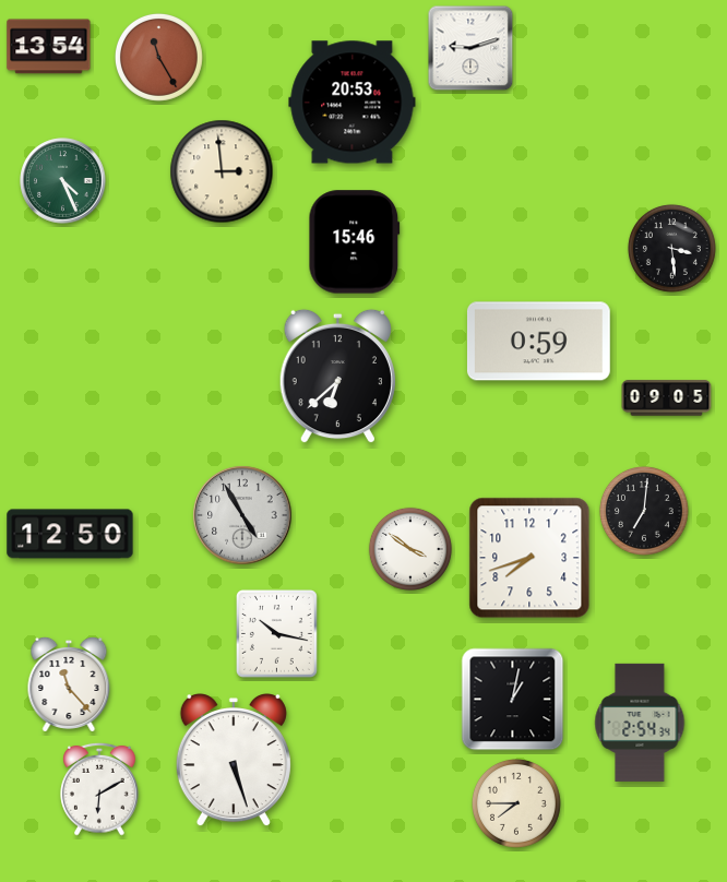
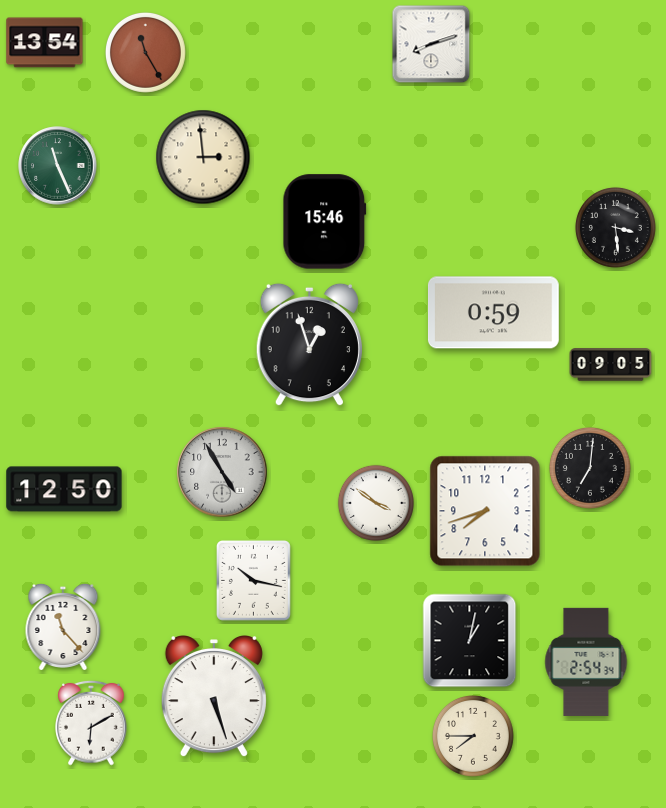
clock at (470, 48): 9:12 -> 8:12
clock at (353, 103): 20:53 -> none
clock at (63, 181): 4:26 -> 11:26
clock at (337, 377): 6:38 -> 12:57
